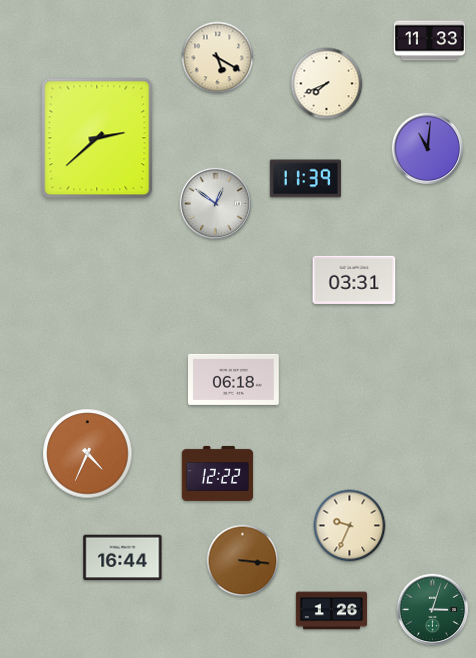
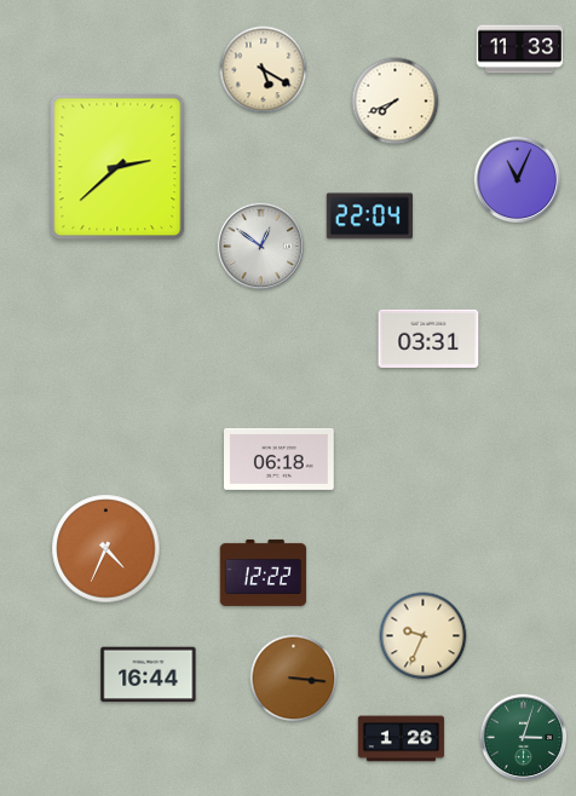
clock at (428, 149): 11:01 -> 11:04
clock at (305, 179): 11:39 -> 22:04
clock at (234, 379) position: (234, 379) -> (280, 458)
